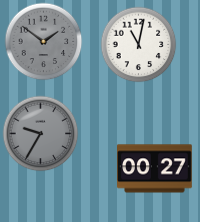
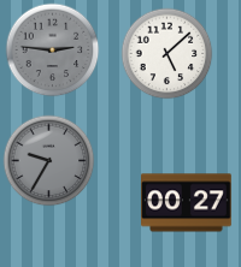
clock at (44, 42): 1:51 -> 2:46
clock at (139, 45): 11:02 -> 5:08
